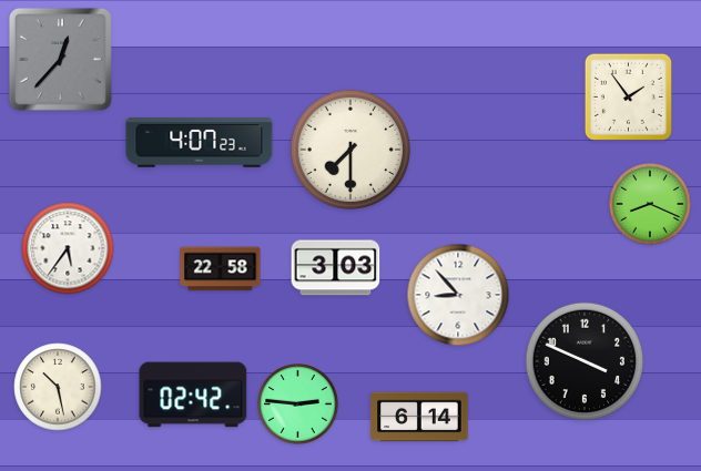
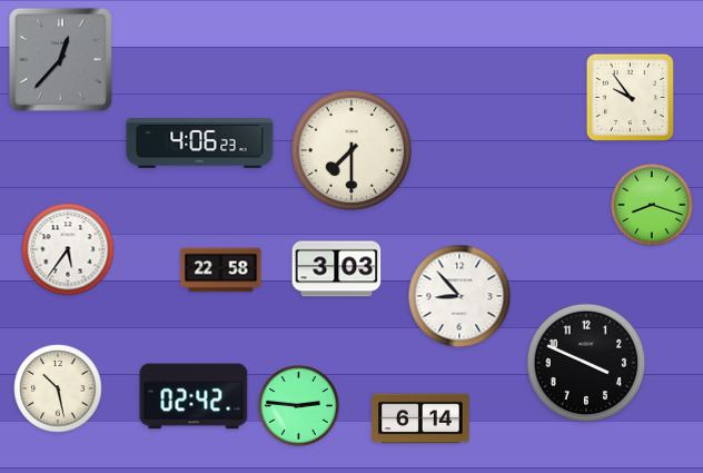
clock at (628, 96): 1:54 -> 9:54
clock at (200, 143): 4:07 -> 4:06
clock at (650, 204): 8:19 -> 8:18
